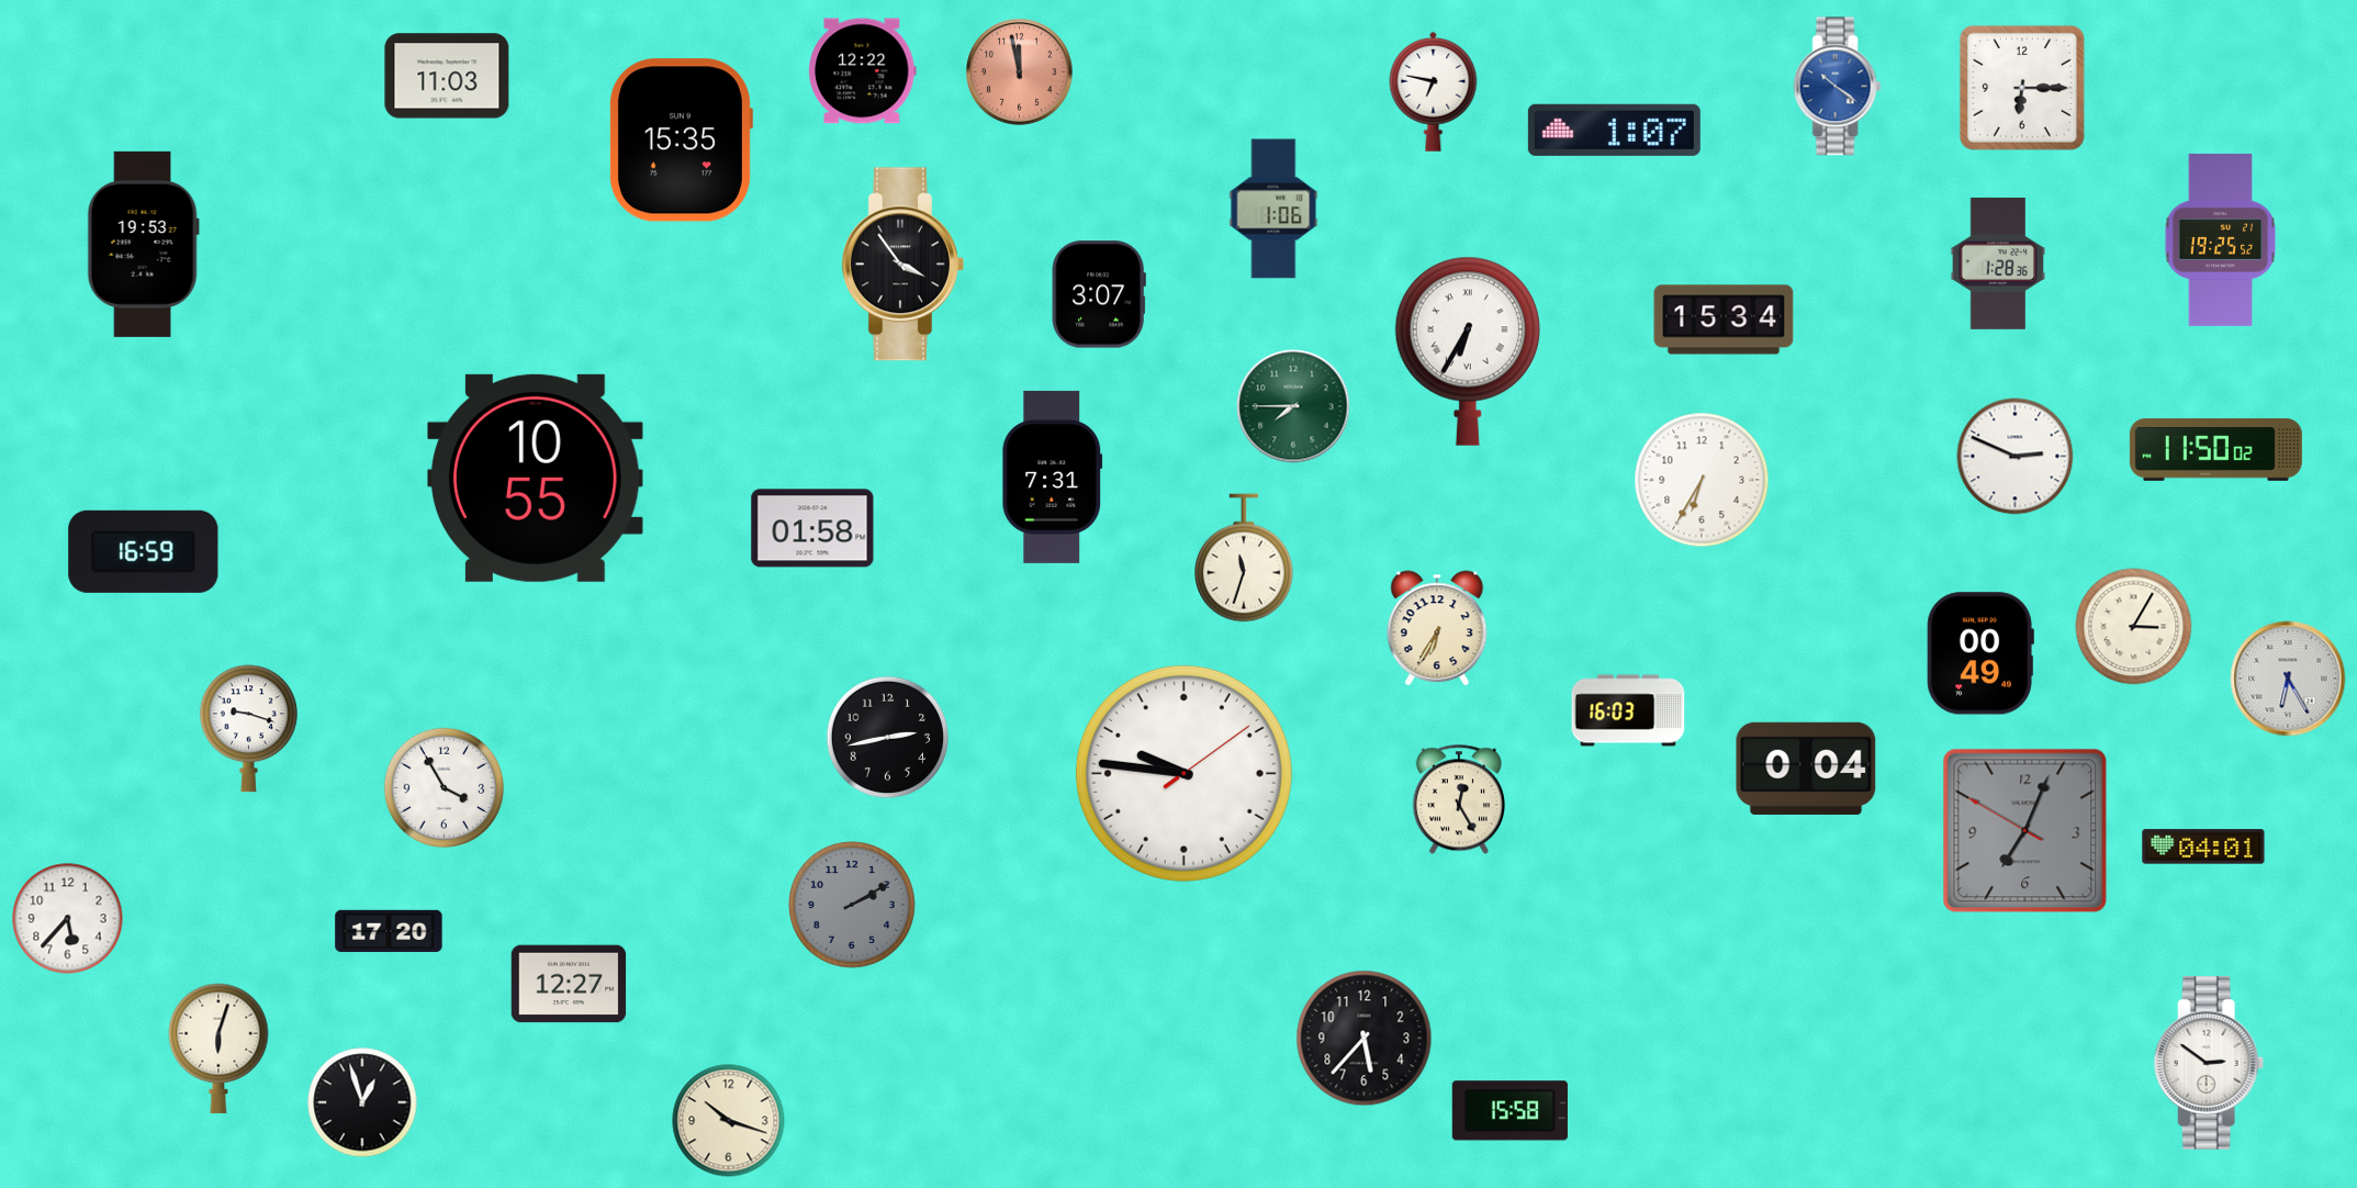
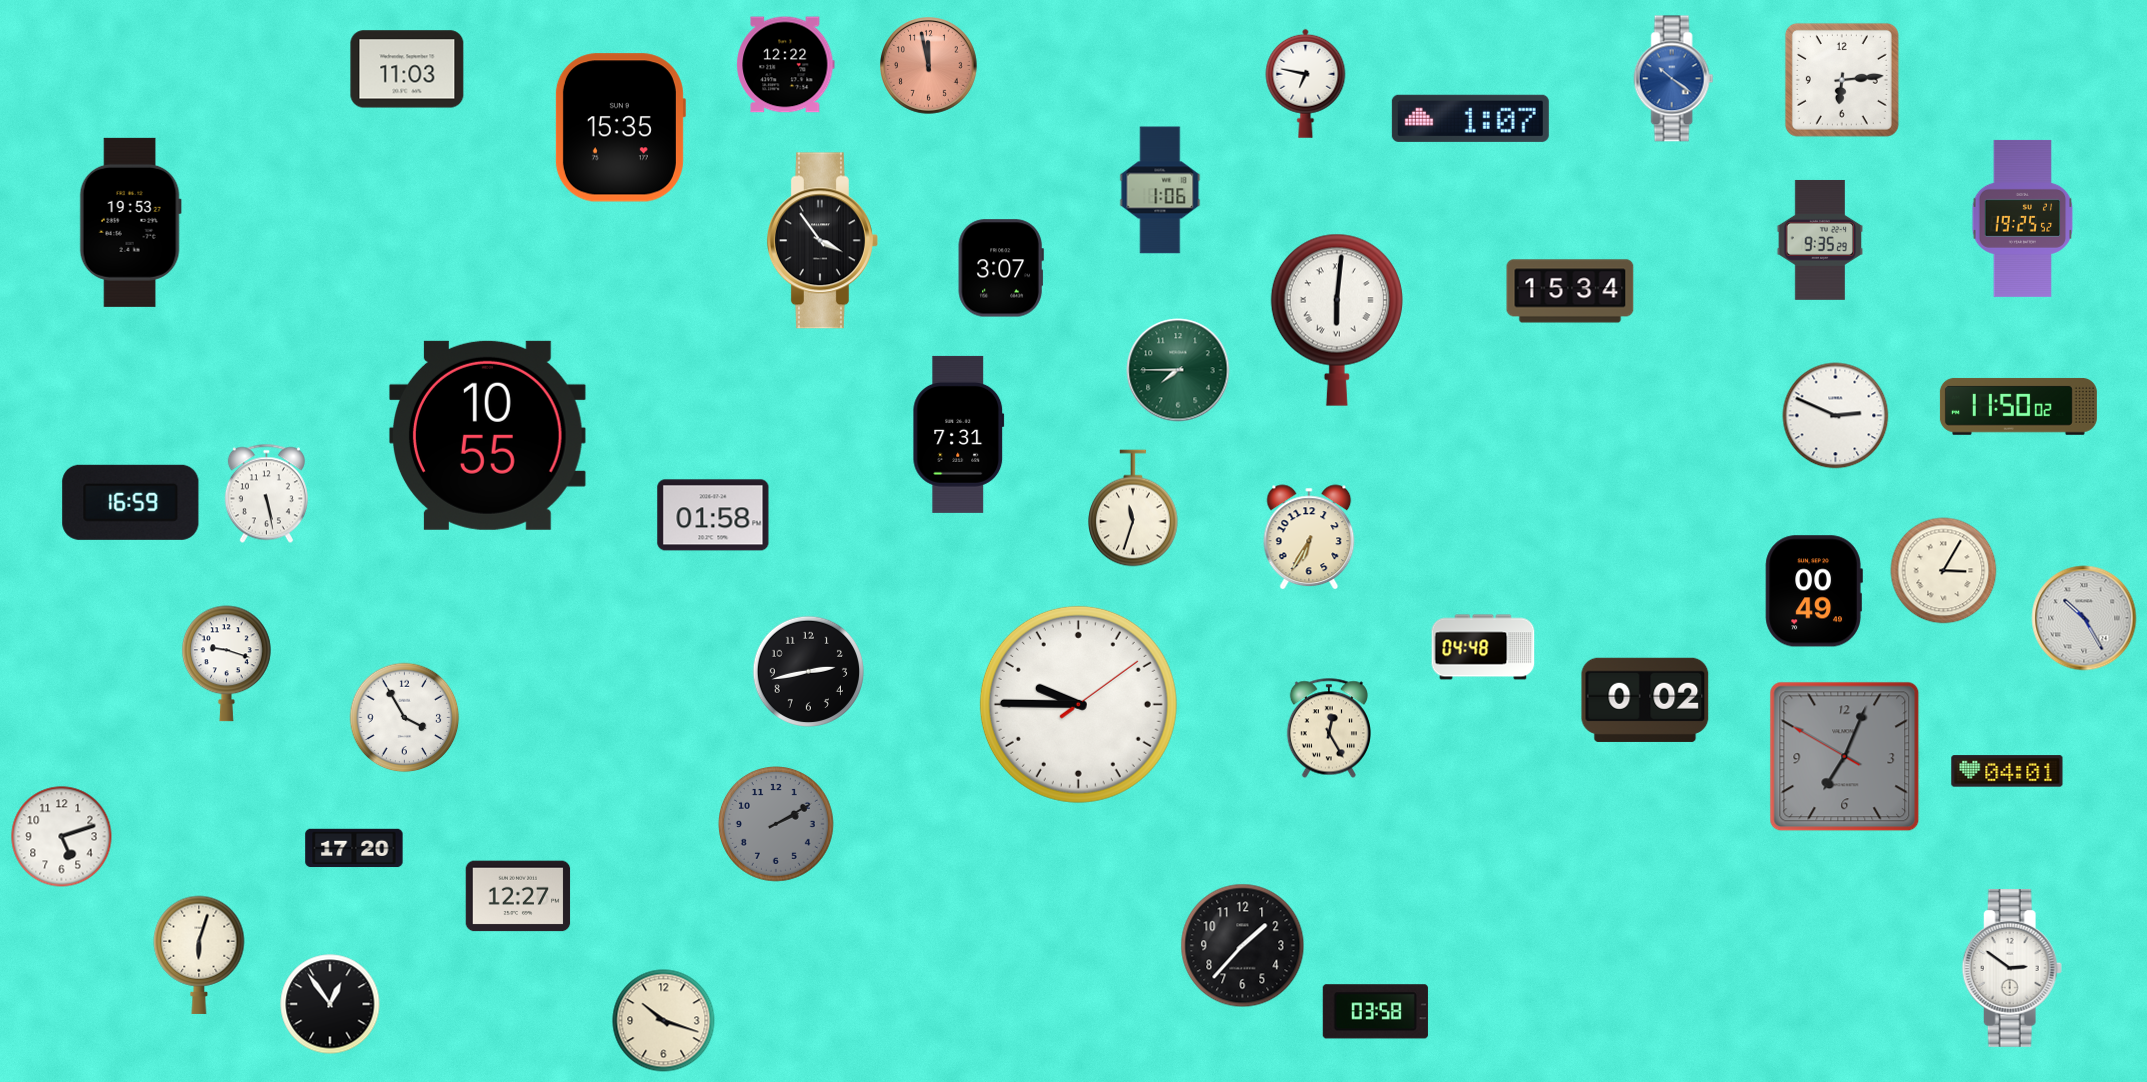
clock at (2022, 88): 6:15 -> 6:14
clock at (1998, 264): 1:28 -> 9:35
clock at (1468, 351): 6:35 -> 6:01
clock at (2215, 449) position: (2215, 449) -> (2018, 406)
clock at (1702, 480): 6:35 -> none
clock at (812, 528) position: (812, 528) -> (713, 515)
clock at (266, 494): none -> 5:28
clock at (1437, 628) position: (1437, 628) -> (1309, 537)
clock at (1980, 653) position: (1980, 653) -> (1814, 591)
clock at (2288, 679): 6:25 -> 10:25
clock at (1628, 710): 16:03 -> 04:48
clock at (1806, 769): 0:04 -> 0:02
clock at (1183, 773): 9:46 -> 9:45
clock at (68, 919): 5:37 -> 5:12
clock at (1365, 1039): 5:37 -> 1:37
clock at (362, 1102): 12:57 -> 12:54
clock at (1509, 1111): 15:58 -> 03:58
